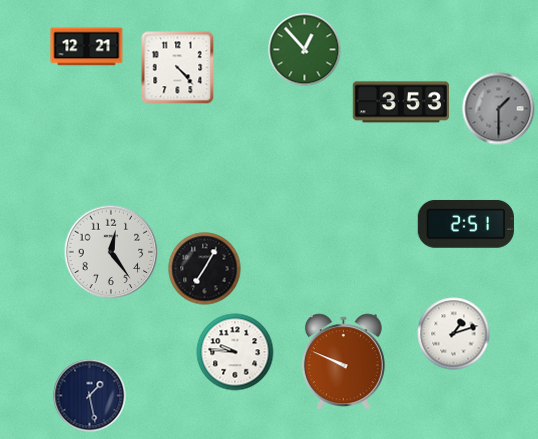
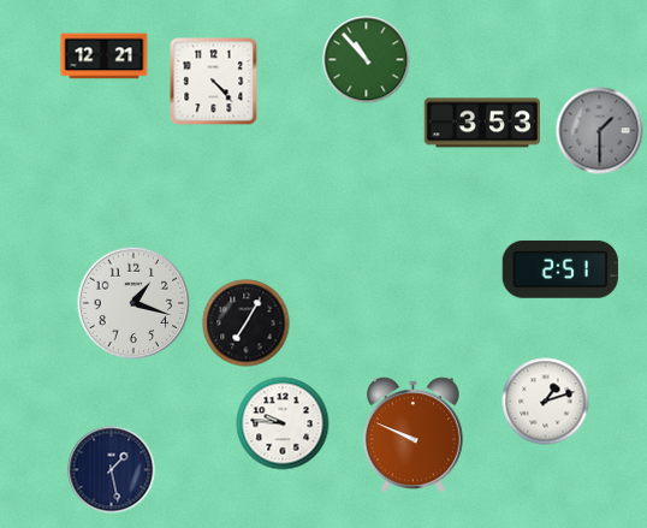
clock at (305, 50): 12:53 -> 10:53
clock at (111, 252): 12:24 -> 1:18
clock at (90, 396) position: (90, 396) -> (112, 470)
